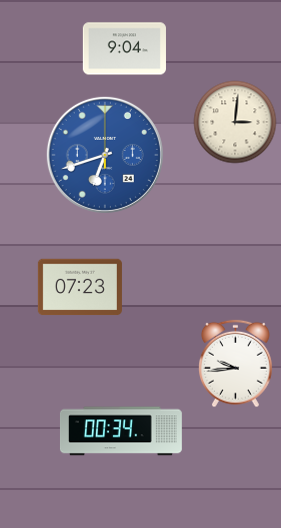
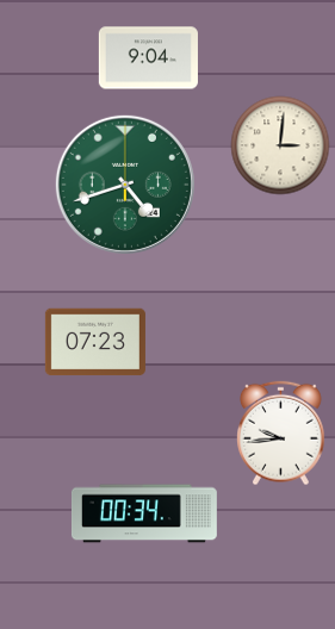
clock at (105, 155): 6:42 -> 4:42
clock at (105, 155) dial: blue -> green
